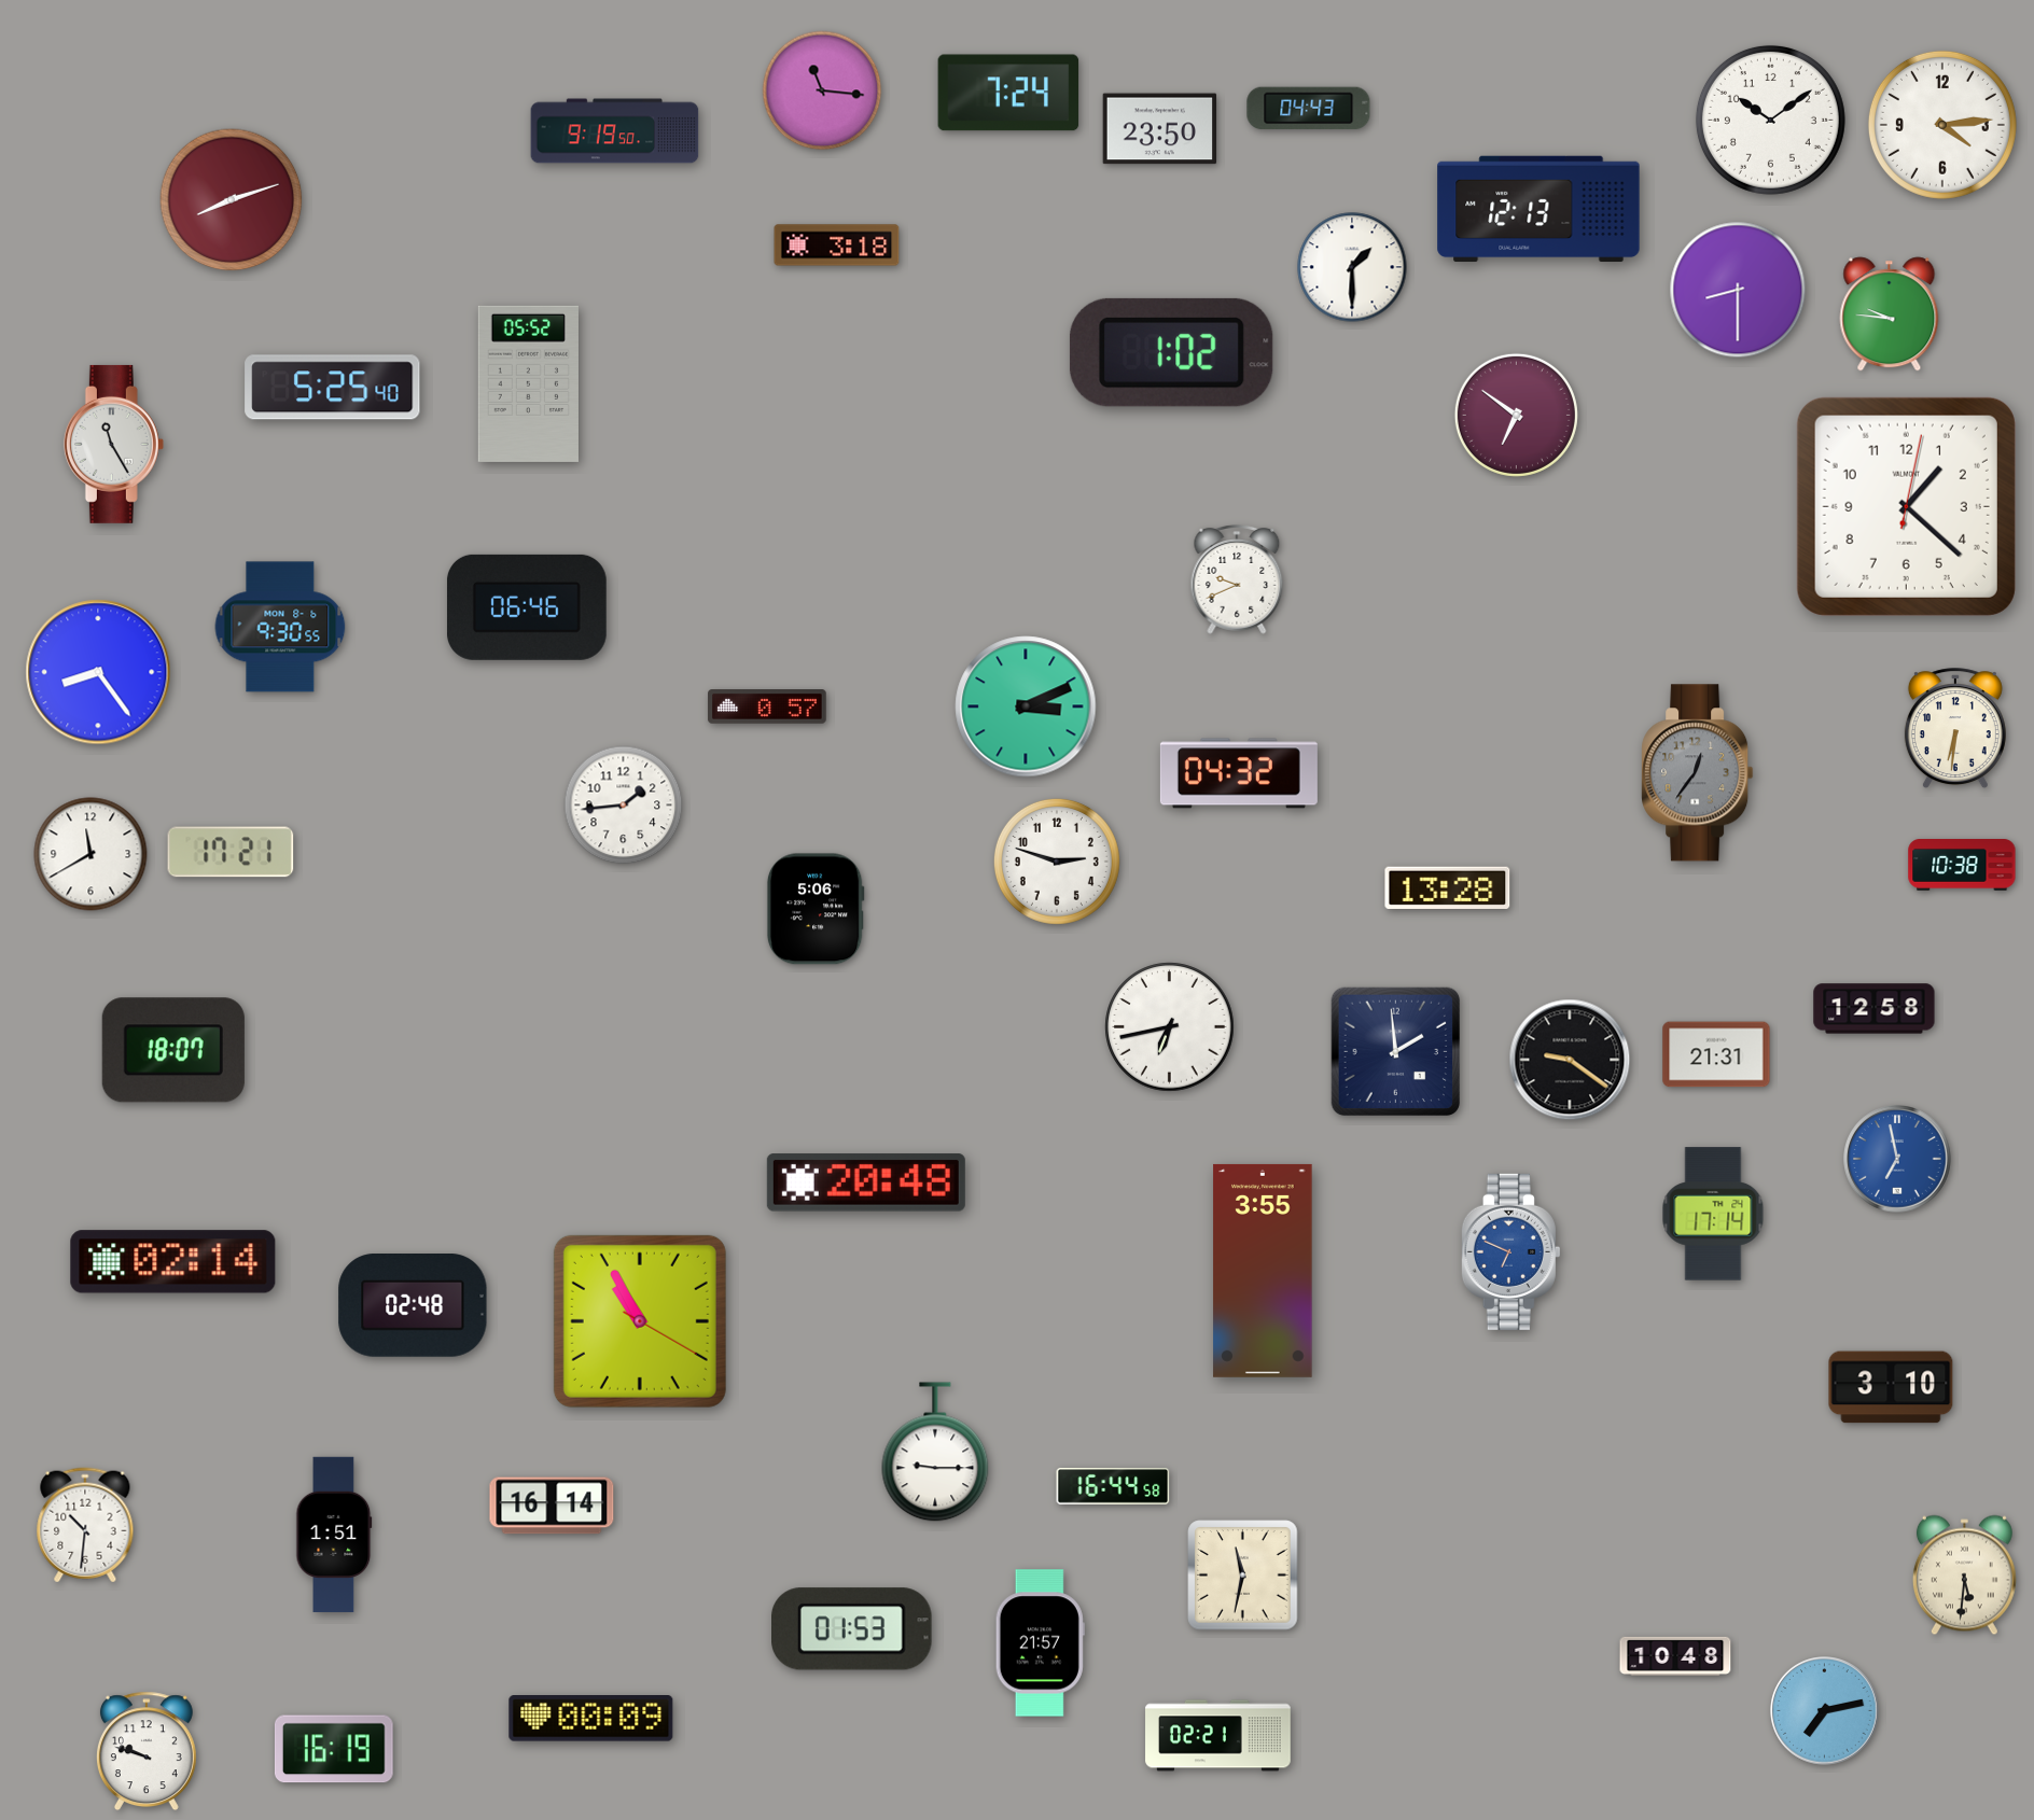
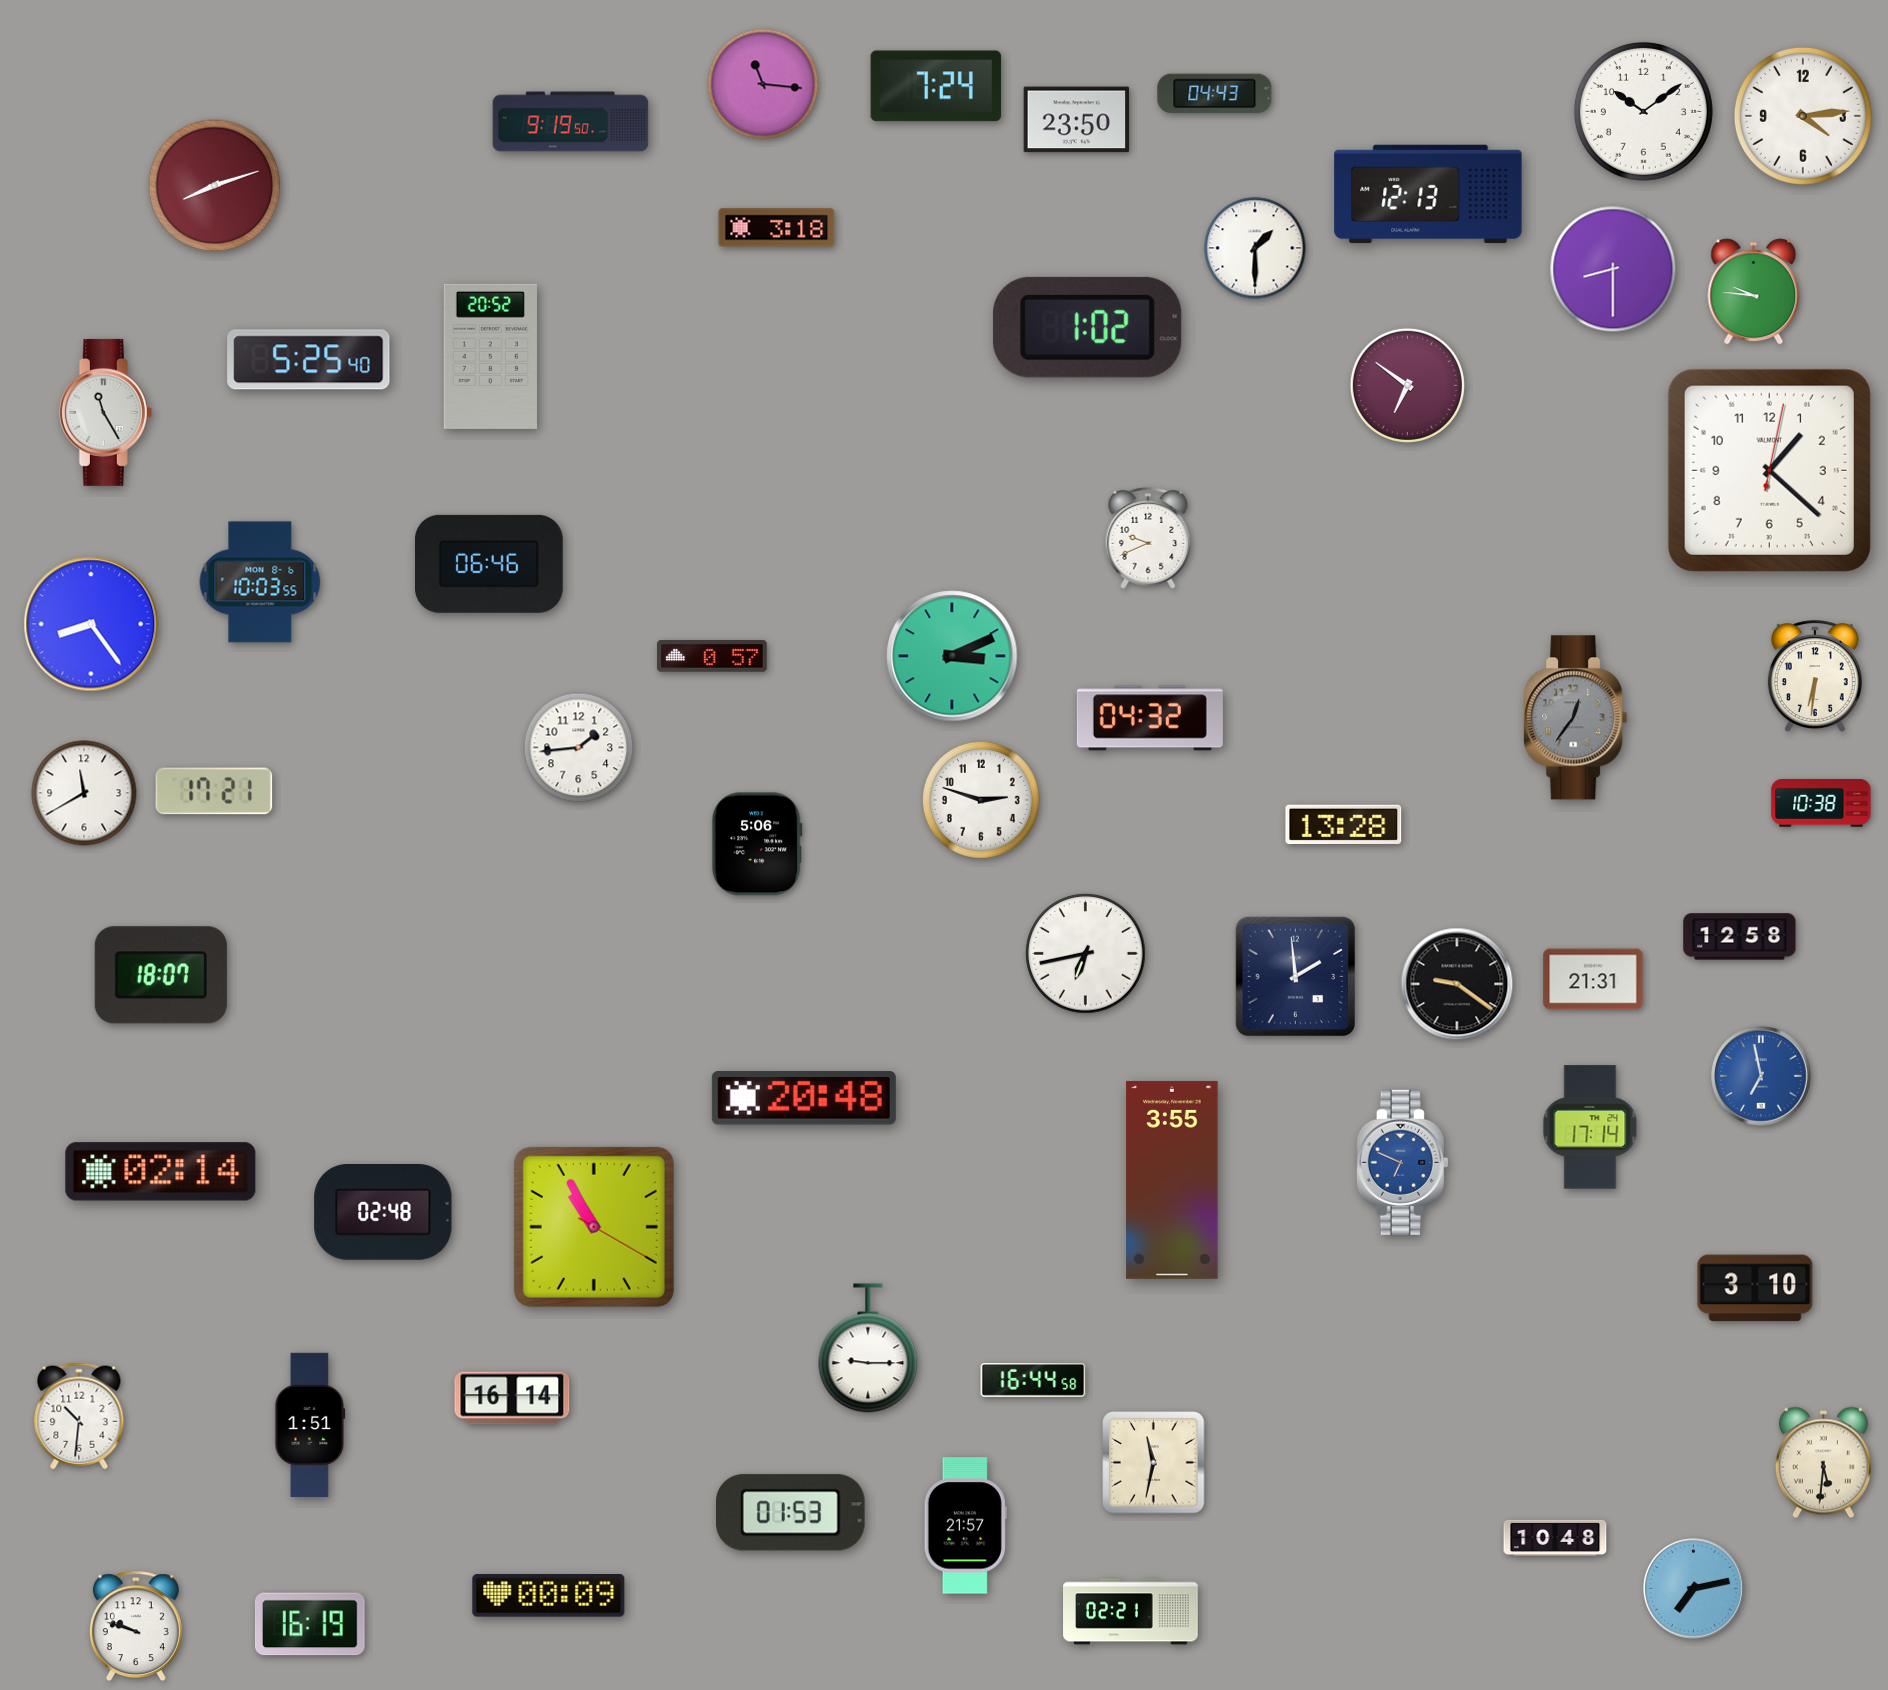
clock at (1309, 109) position: (1309, 109) -> (1215, 94)
clock at (528, 383): 05:52 -> 20:52
clock at (280, 627): 9:30 -> 10:03
